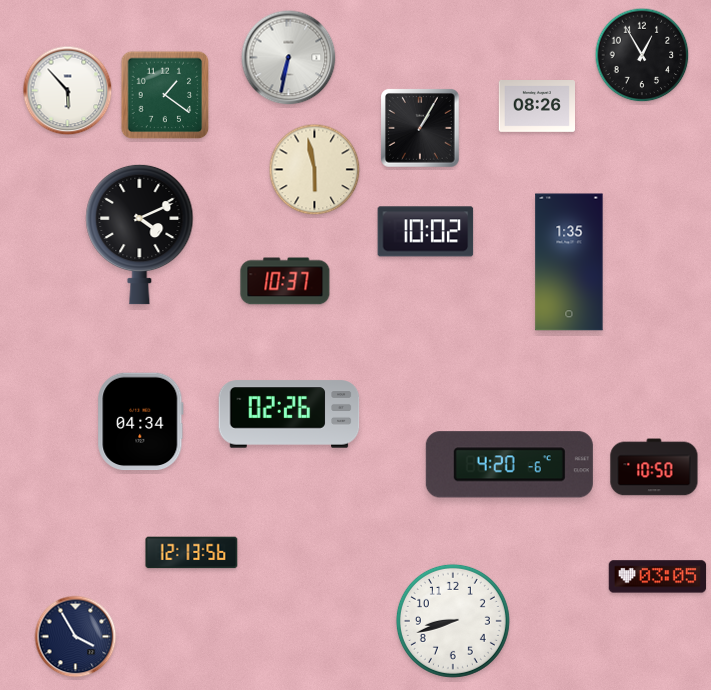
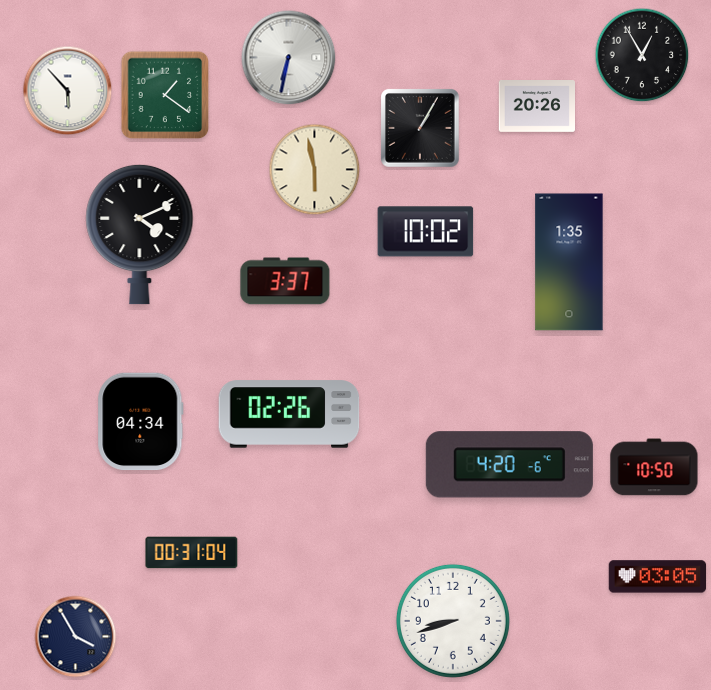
clock at (536, 107): 08:26 -> 20:26
clock at (285, 281): 10:37 -> 3:37
clock at (192, 553): 12:13 -> 00:31
